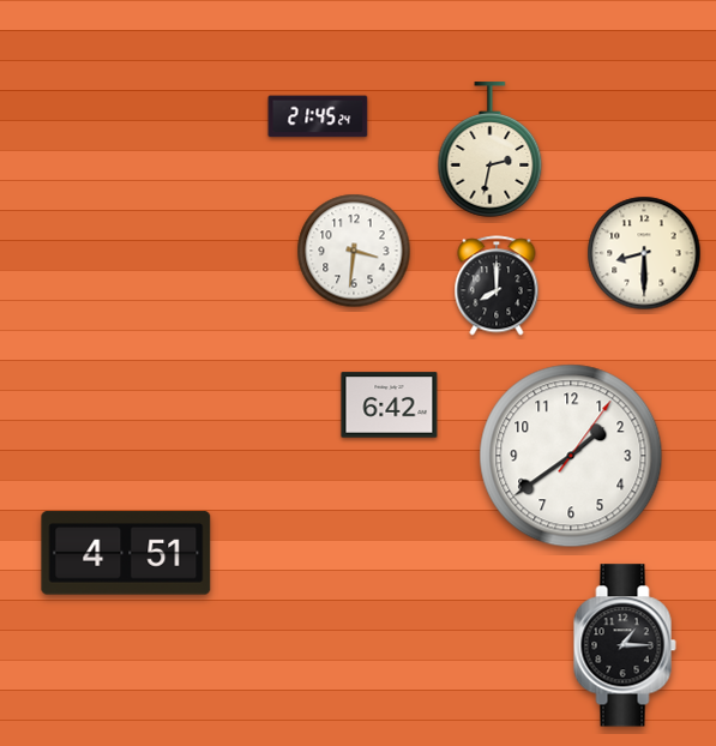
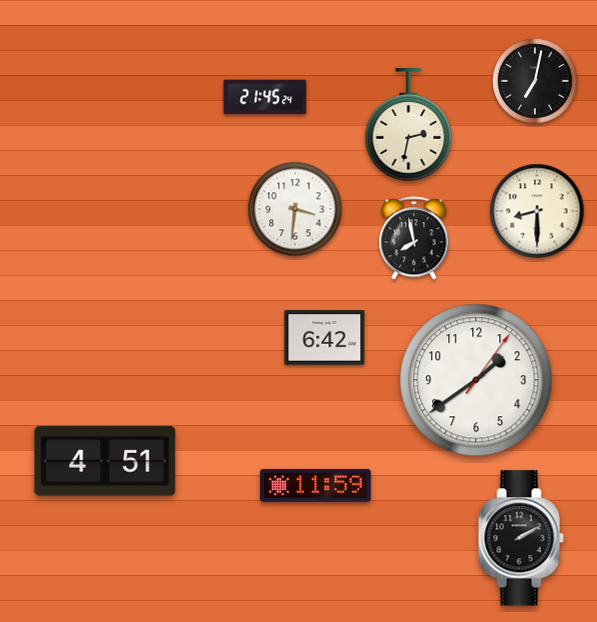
clock at (535, 81): none -> 7:02
clock at (497, 285): 8:00 -> 7:58
clock at (315, 485): none -> 11:59
clock at (625, 645): 1:15 -> 2:10
